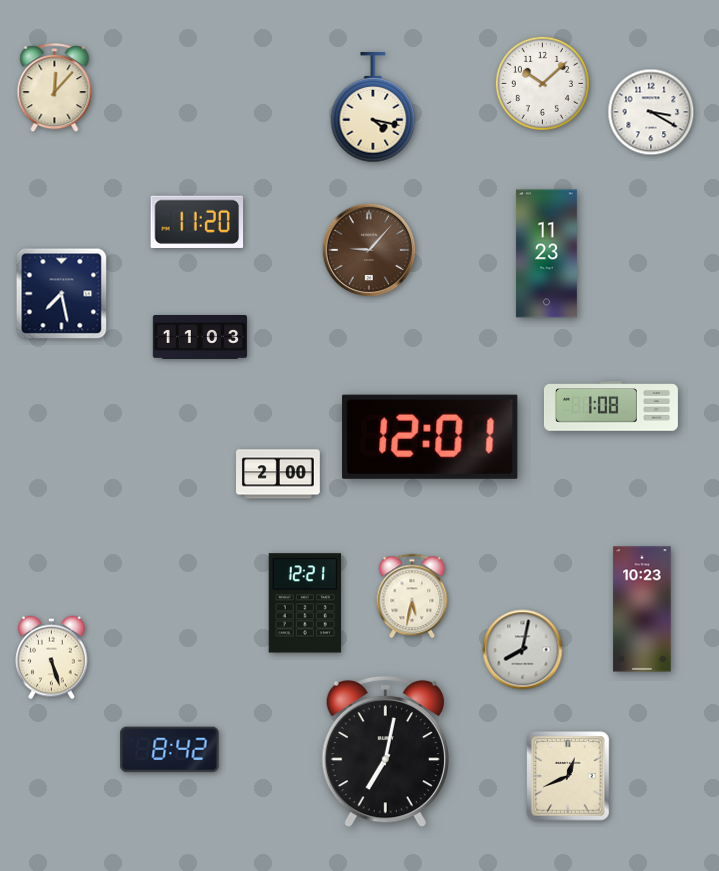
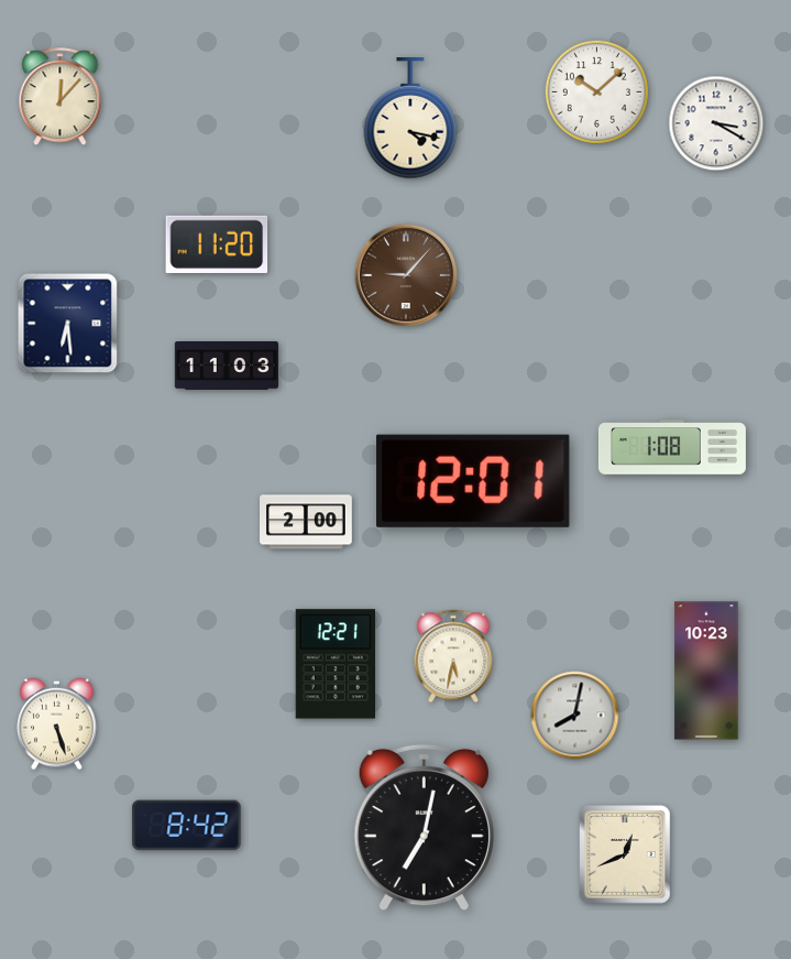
clock at (546, 254): 11:23 -> none
clock at (62, 294): 7:28 -> 6:29
clock at (199, 337) position: (199, 337) -> (226, 366)
